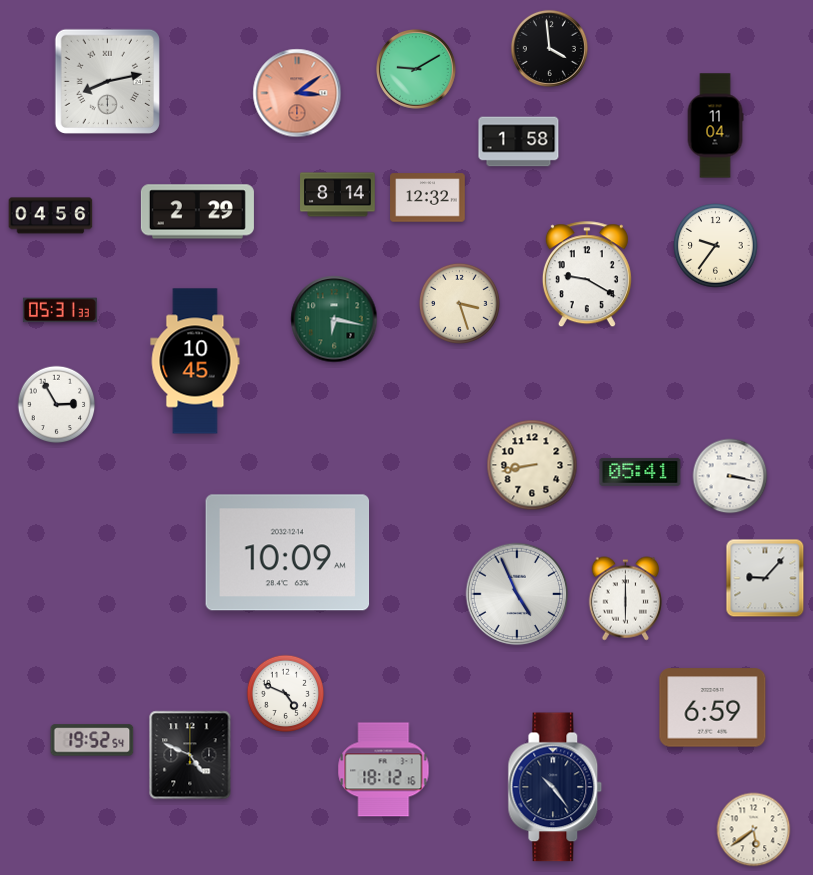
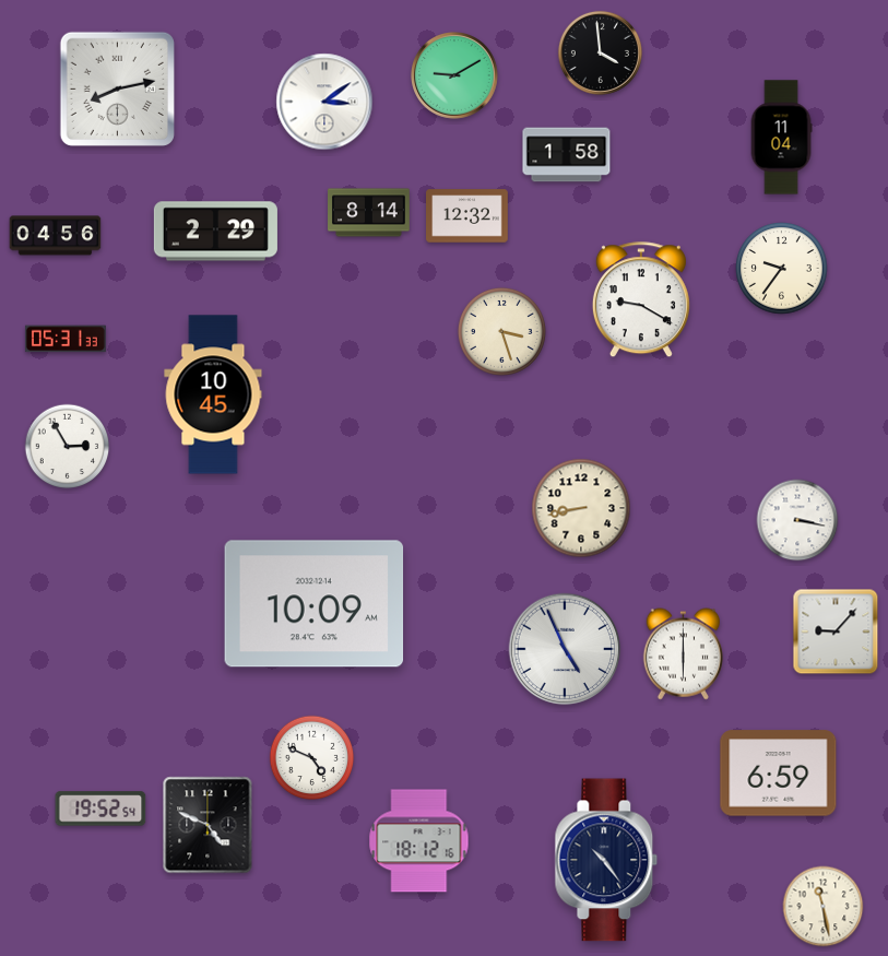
clock at (297, 93) dial: salmon -> white
clock at (334, 319): 6:17 -> none
clock at (57, 405) position: (57, 405) -> (68, 447)
clock at (640, 472): 05:41 -> none
clock at (754, 830): 5:39 -> 11:28
